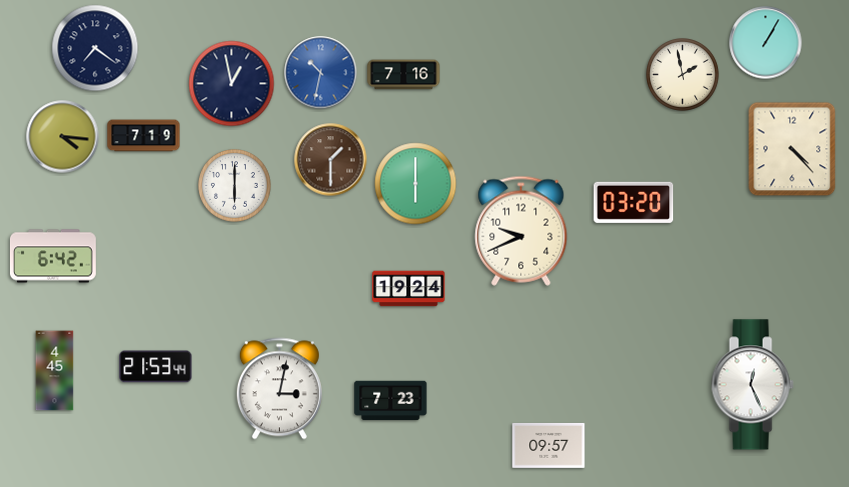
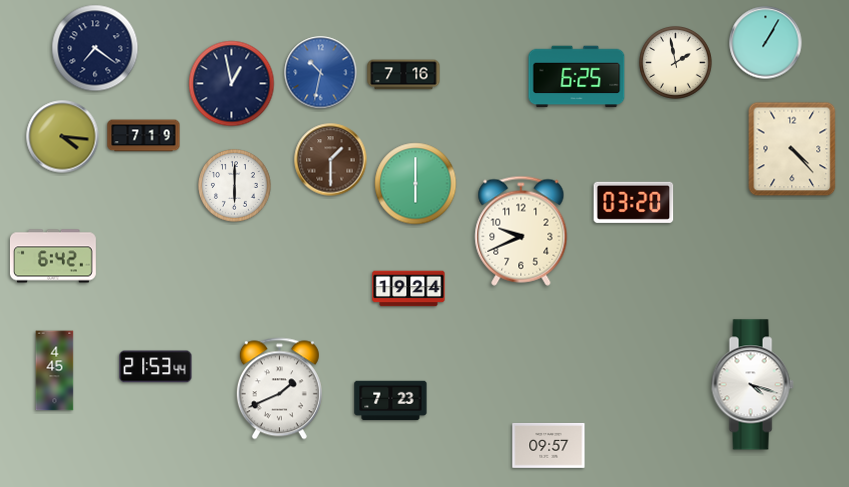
clock at (683, 75) position: (683, 75) -> (676, 63)
clock at (577, 77): none -> 6:25
clock at (752, 385): 12:26 -> 4:18
clock at (279, 389): 3:02 -> 1:41
